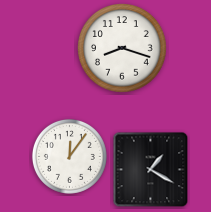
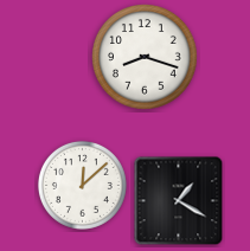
clock at (69, 156): 12:06 -> 12:08
